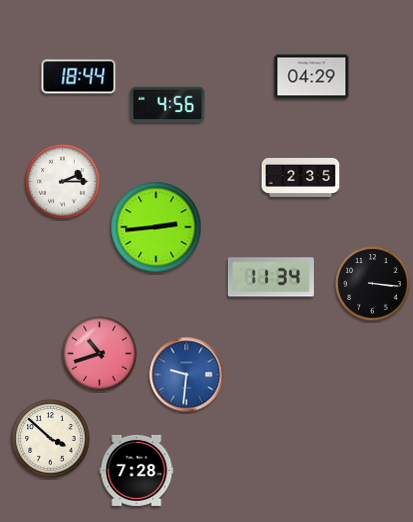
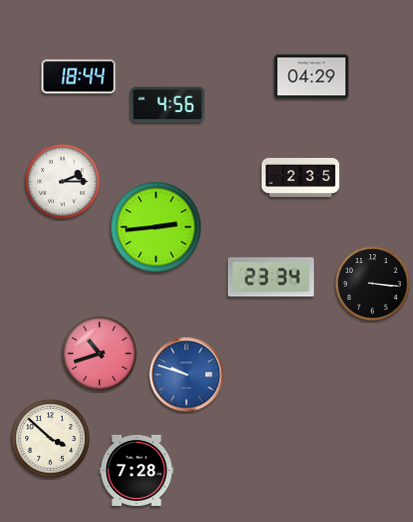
clock at (271, 277): 11:34 -> 23:34
clock at (187, 375): 9:31 -> 9:48
